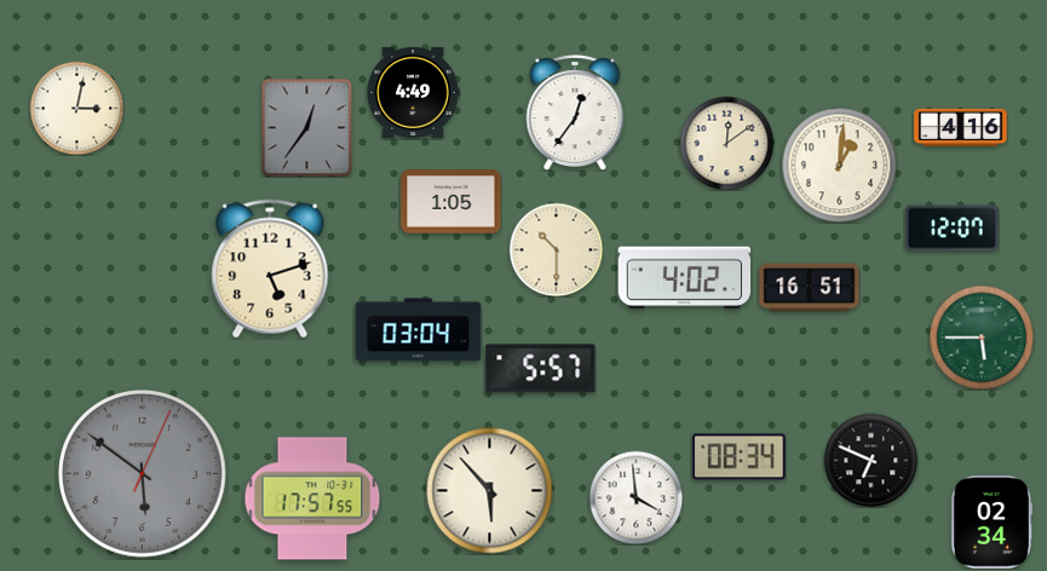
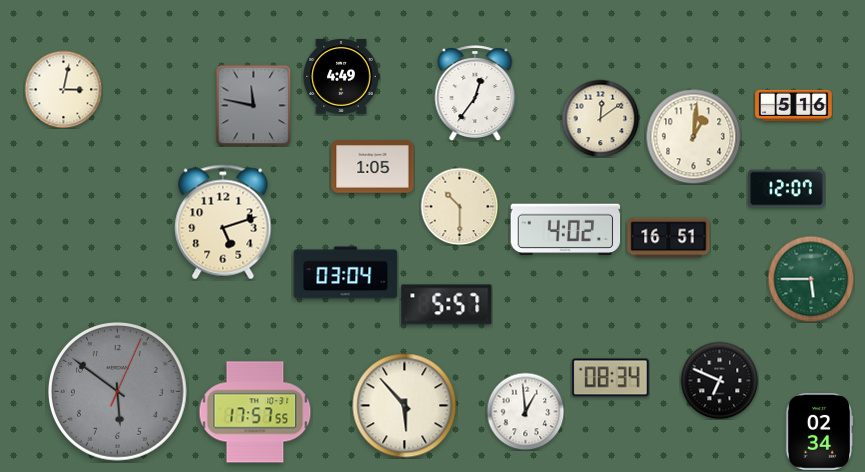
clock at (307, 127): 12:36 -> 11:47
clock at (961, 127): 4:16 -> 5:16
clock at (635, 497): 3:59 -> 12:59
clock at (312, 498) position: (312, 498) -> (255, 412)
